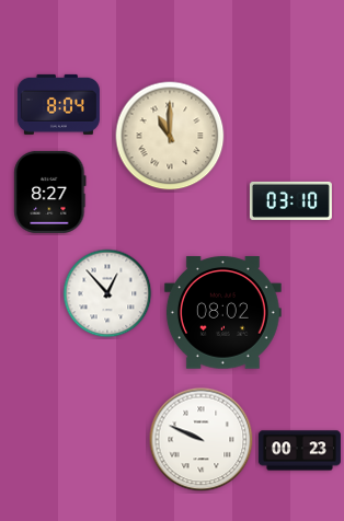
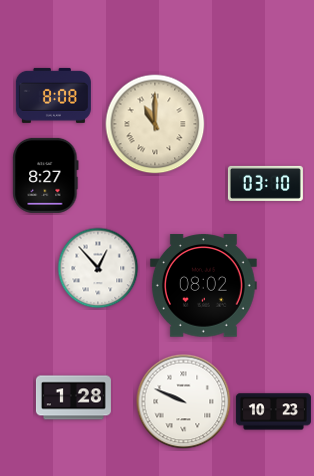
clock at (58, 104): 8:04 -> 8:08
clock at (73, 398): none -> 1:28
clock at (299, 451): 00:23 -> 10:23
